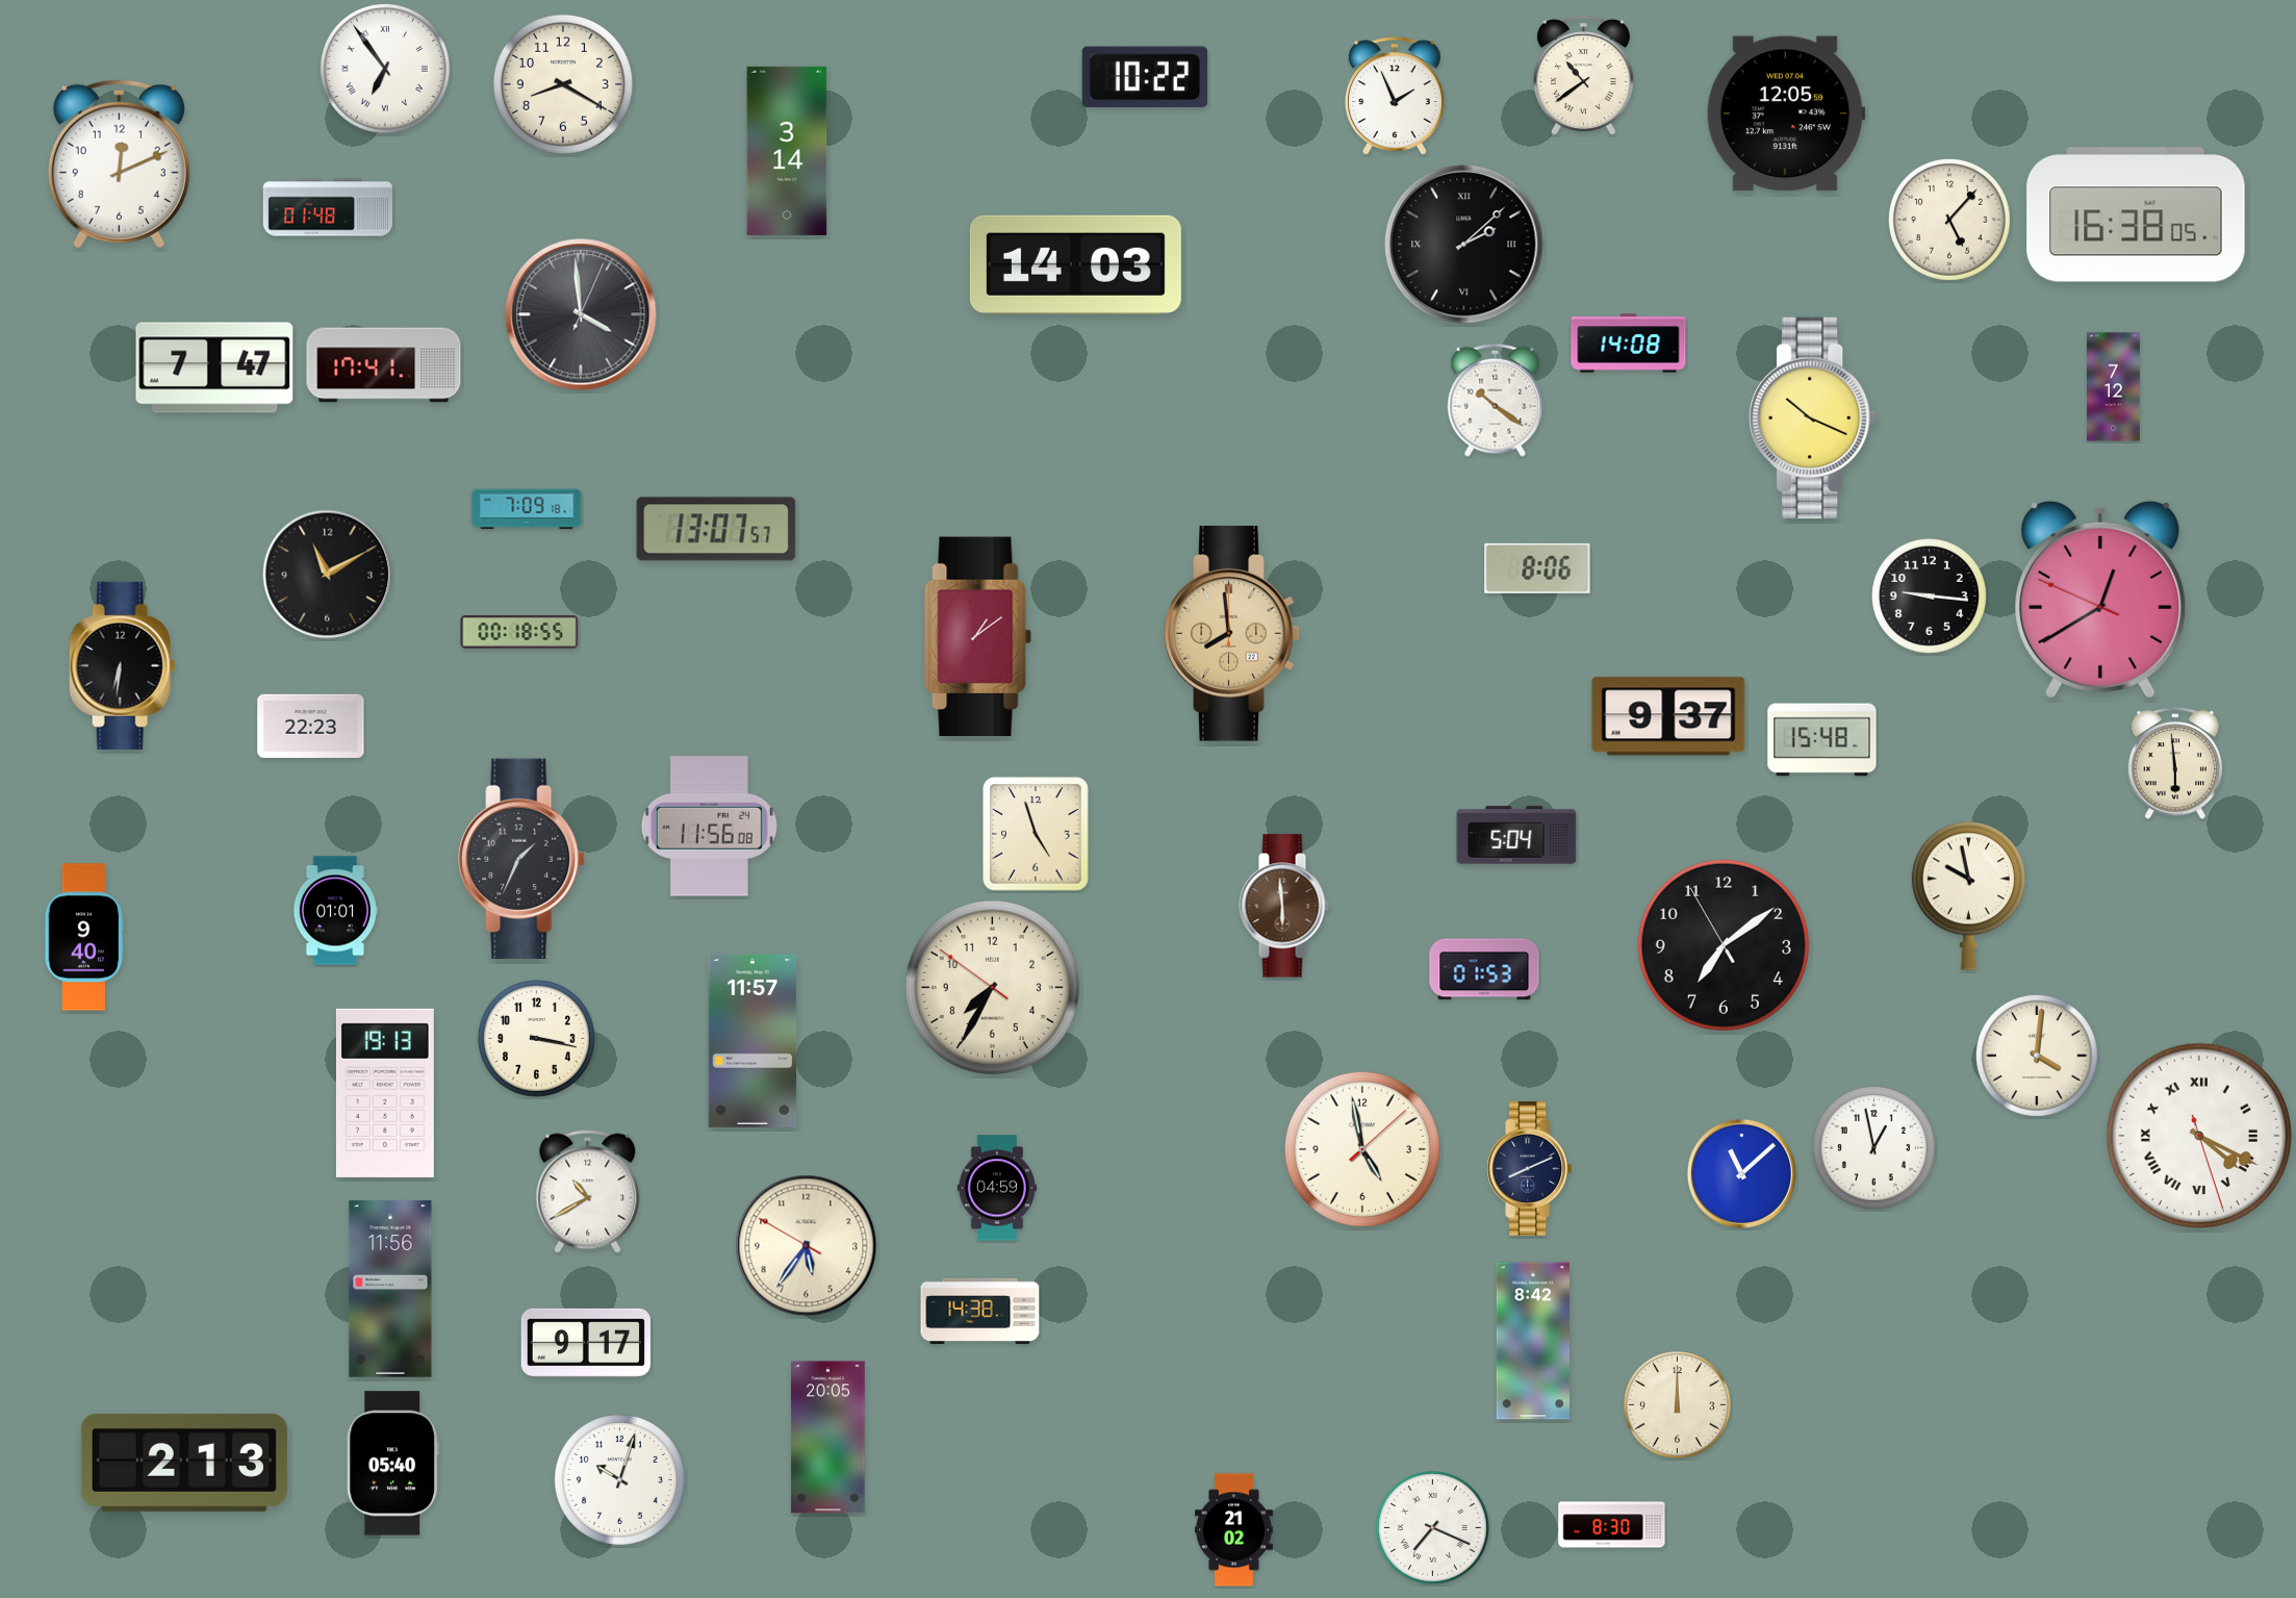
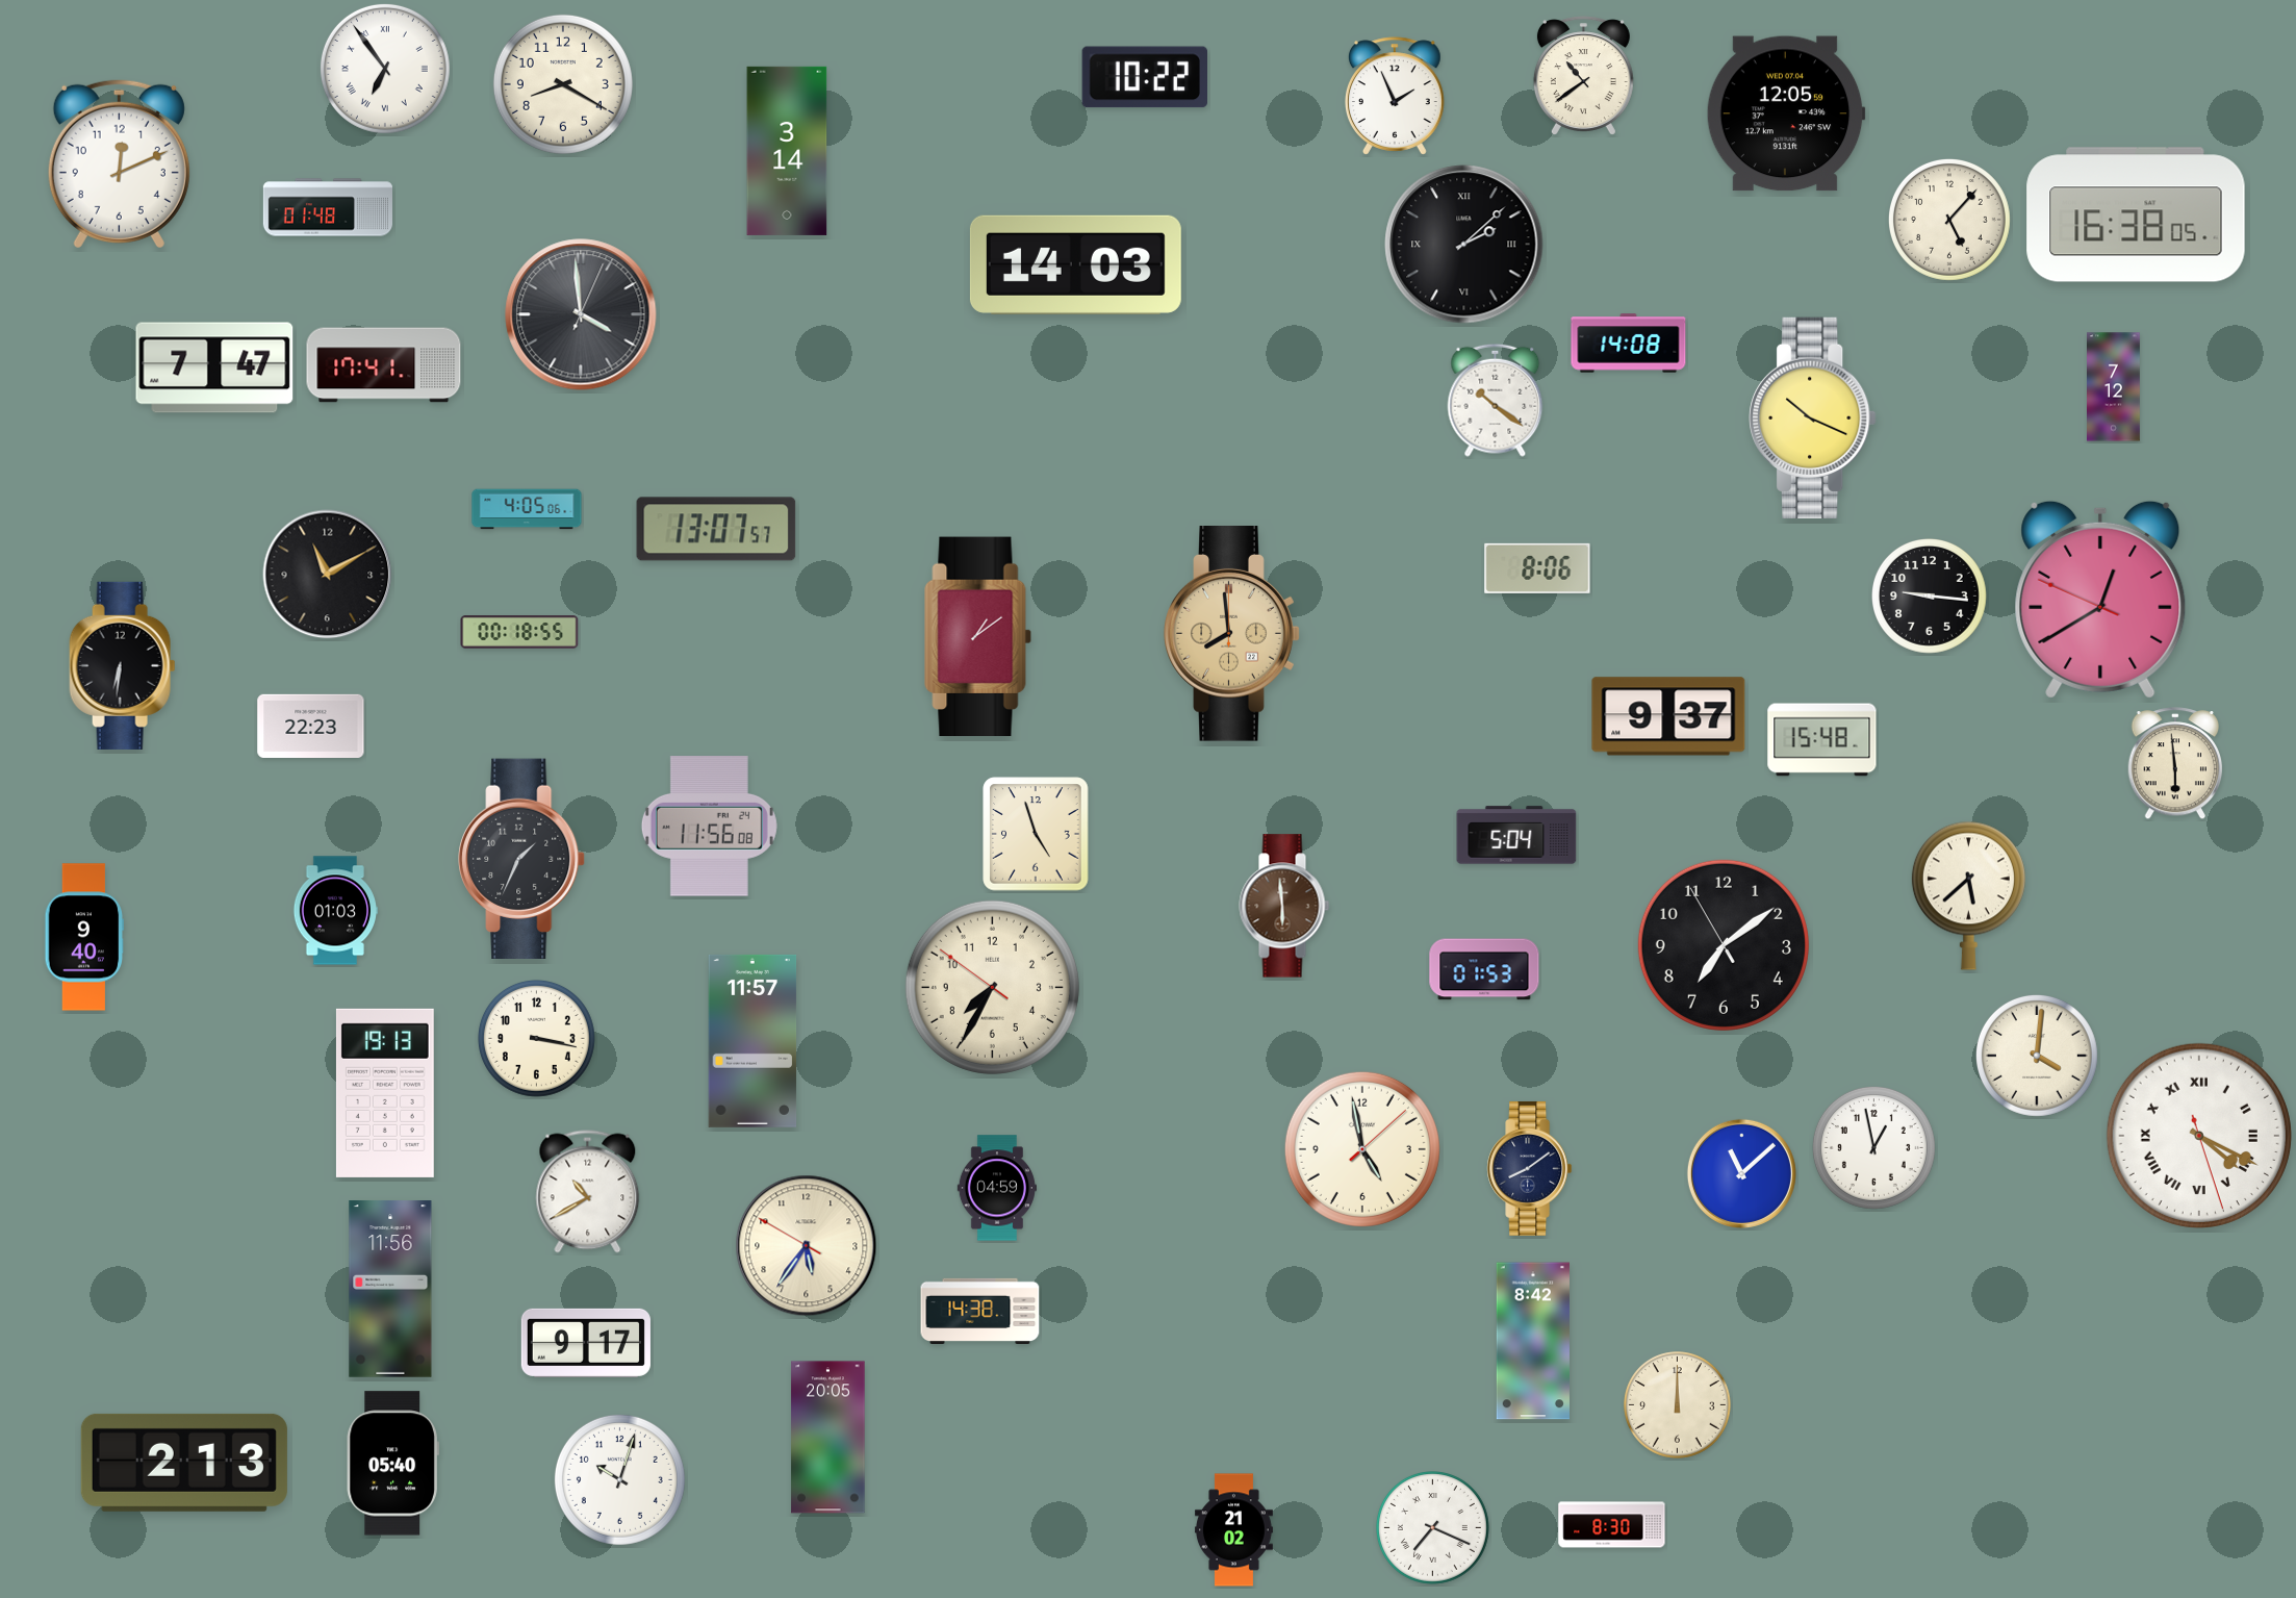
clock at (527, 509): 7:09 -> 4:05
clock at (1968, 895): 9:58 -> 5:38
clock at (335, 911): 01:01 -> 01:03
clock at (1530, 1168): 8:11 -> 8:09
